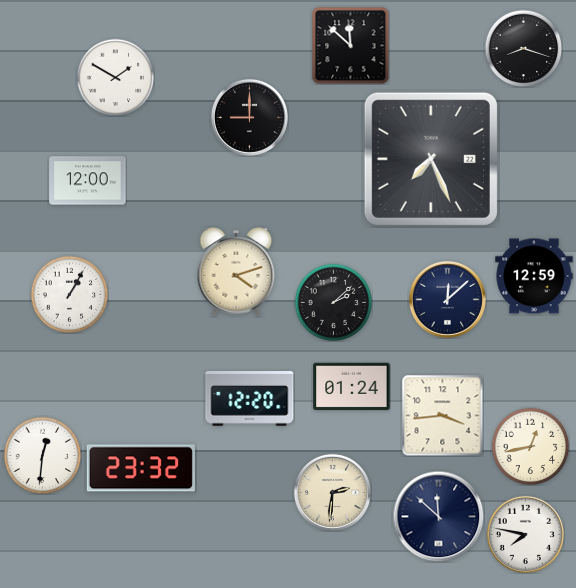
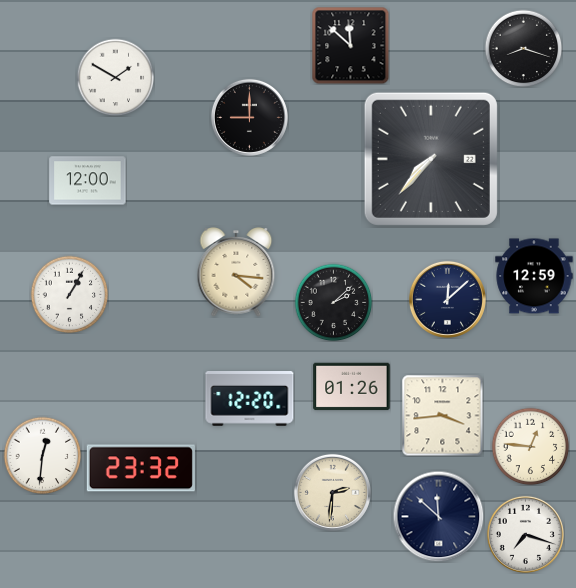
clock at (431, 159): 7:26 -> 7:37
clock at (236, 272): 4:12 -> 4:16
clock at (352, 387): 01:24 -> 01:26
clock at (530, 446): 12:43 -> 12:46
clock at (525, 534): 7:47 -> 7:18
